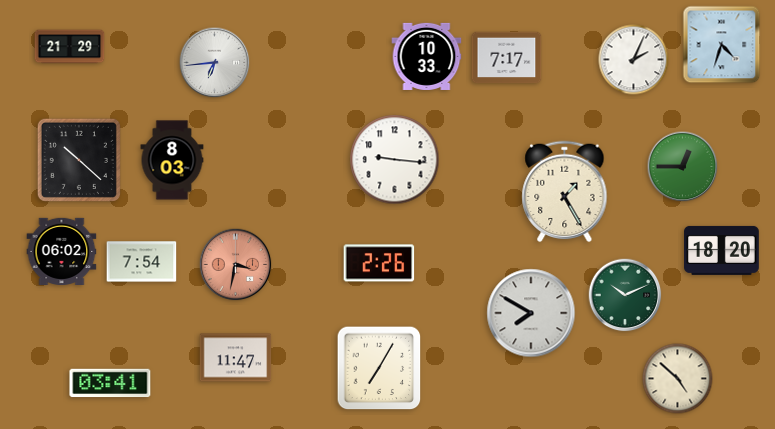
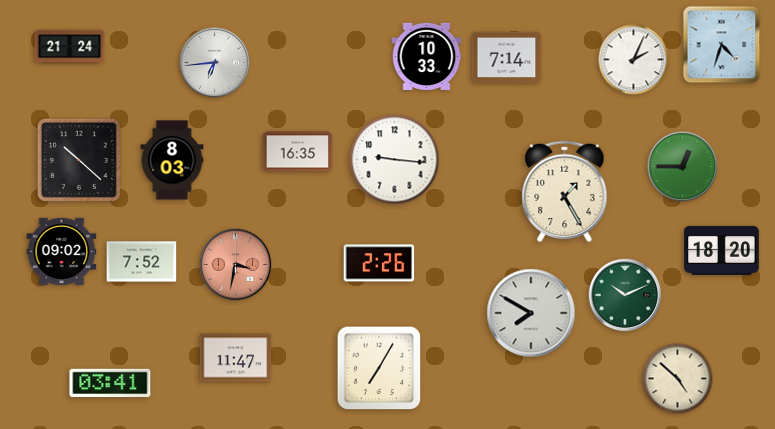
clock at (70, 47): 21:29 -> 21:24
clock at (507, 58): 7:17 -> 7:14
clock at (298, 152): none -> 16:35
clock at (62, 251): 06:02 -> 09:02
clock at (142, 262): 7:54 -> 7:52
